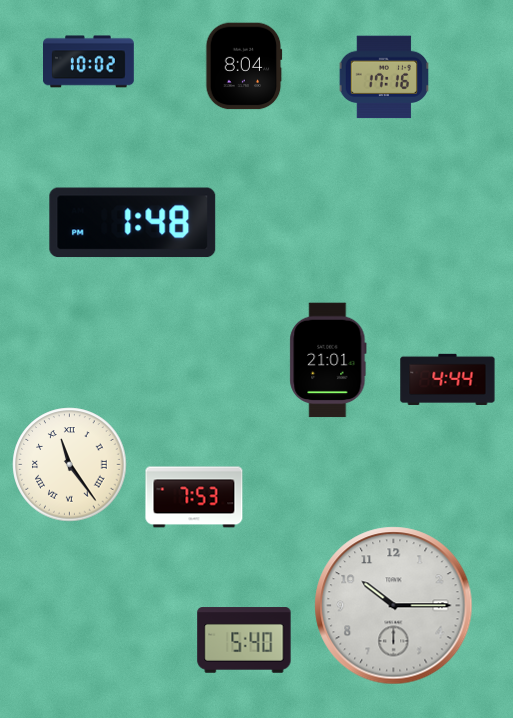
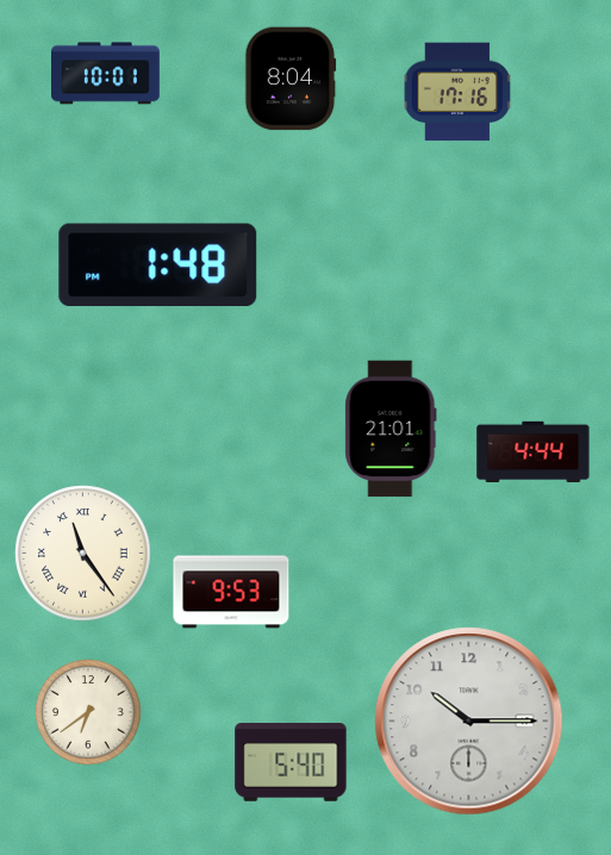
clock at (89, 62): 10:02 -> 10:01
clock at (194, 497): 7:53 -> 9:53
clock at (88, 712): none -> 6:39
